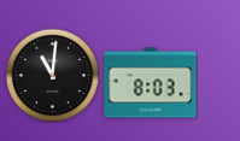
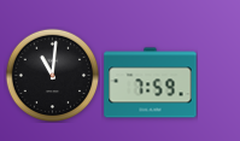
clock at (151, 83): 8:03 -> 7:59
